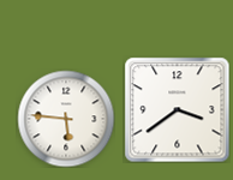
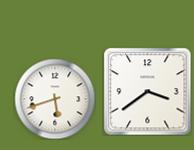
clock at (66, 119): 5:46 -> 5:42
